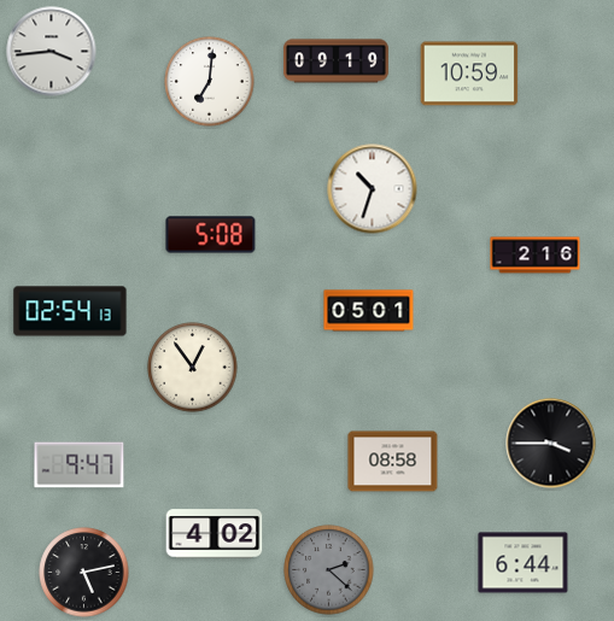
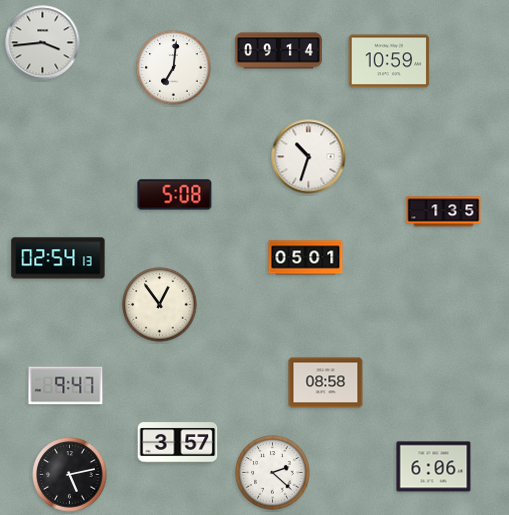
clock at (335, 61): 09:19 -> 09:14
clock at (536, 256): 2:16 -> 1:35
clock at (551, 444): 3:45 -> none
clock at (215, 534): 4:02 -> 3:57
clock at (524, 563): 6:44 -> 6:06
clock at (329, 570) dial: grey -> white
